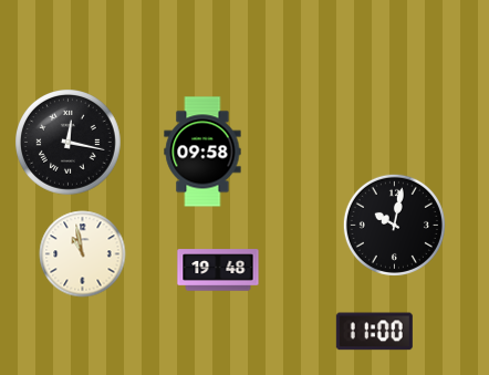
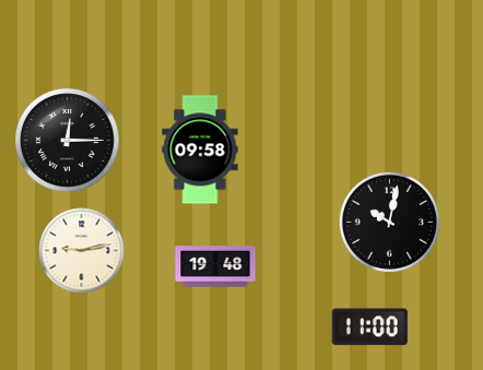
clock at (69, 143): 12:17 -> 12:15
clock at (83, 254): 10:58 -> 9:13
